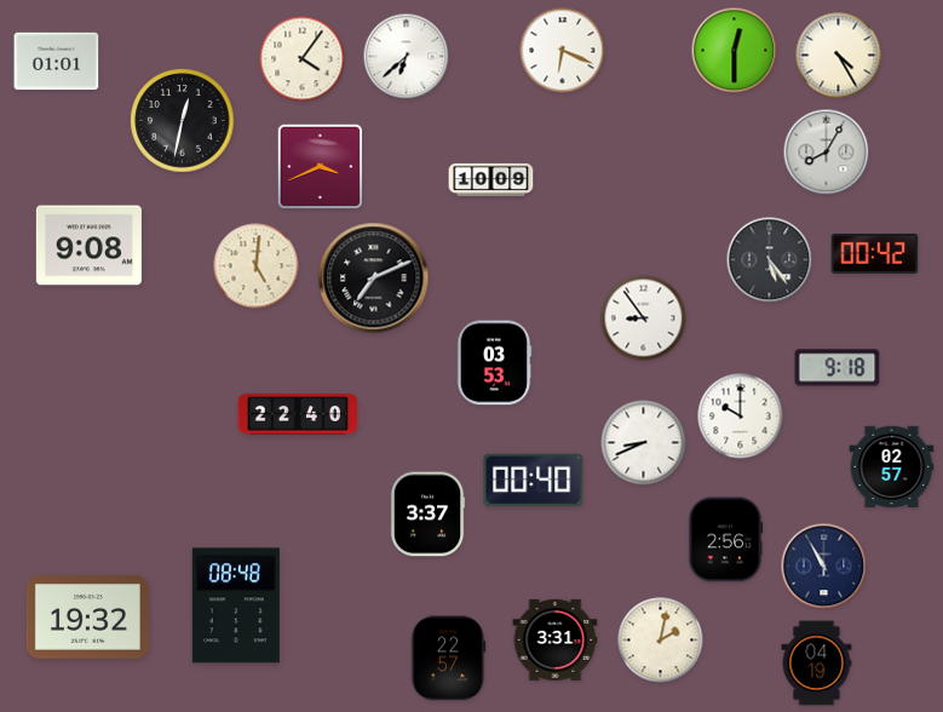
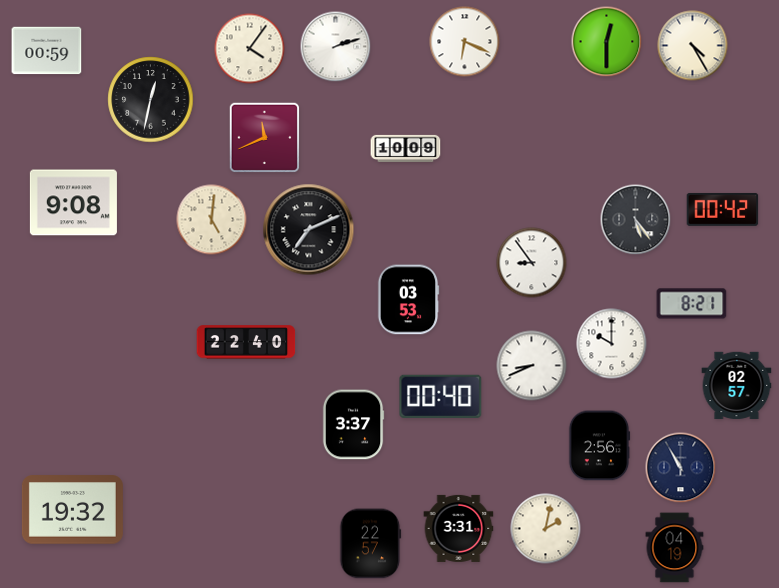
clock at (407, 57): 6:38 -> 2:12
clock at (57, 62): 01:01 -> 00:59
clock at (827, 153): 8:05 -> none
clock at (321, 167): 3:41 -> 11:41
clock at (770, 260) position: (770, 260) -> (636, 220)
clock at (838, 368): 9:18 -> 8:21
clock at (236, 605): 08:48 -> none
